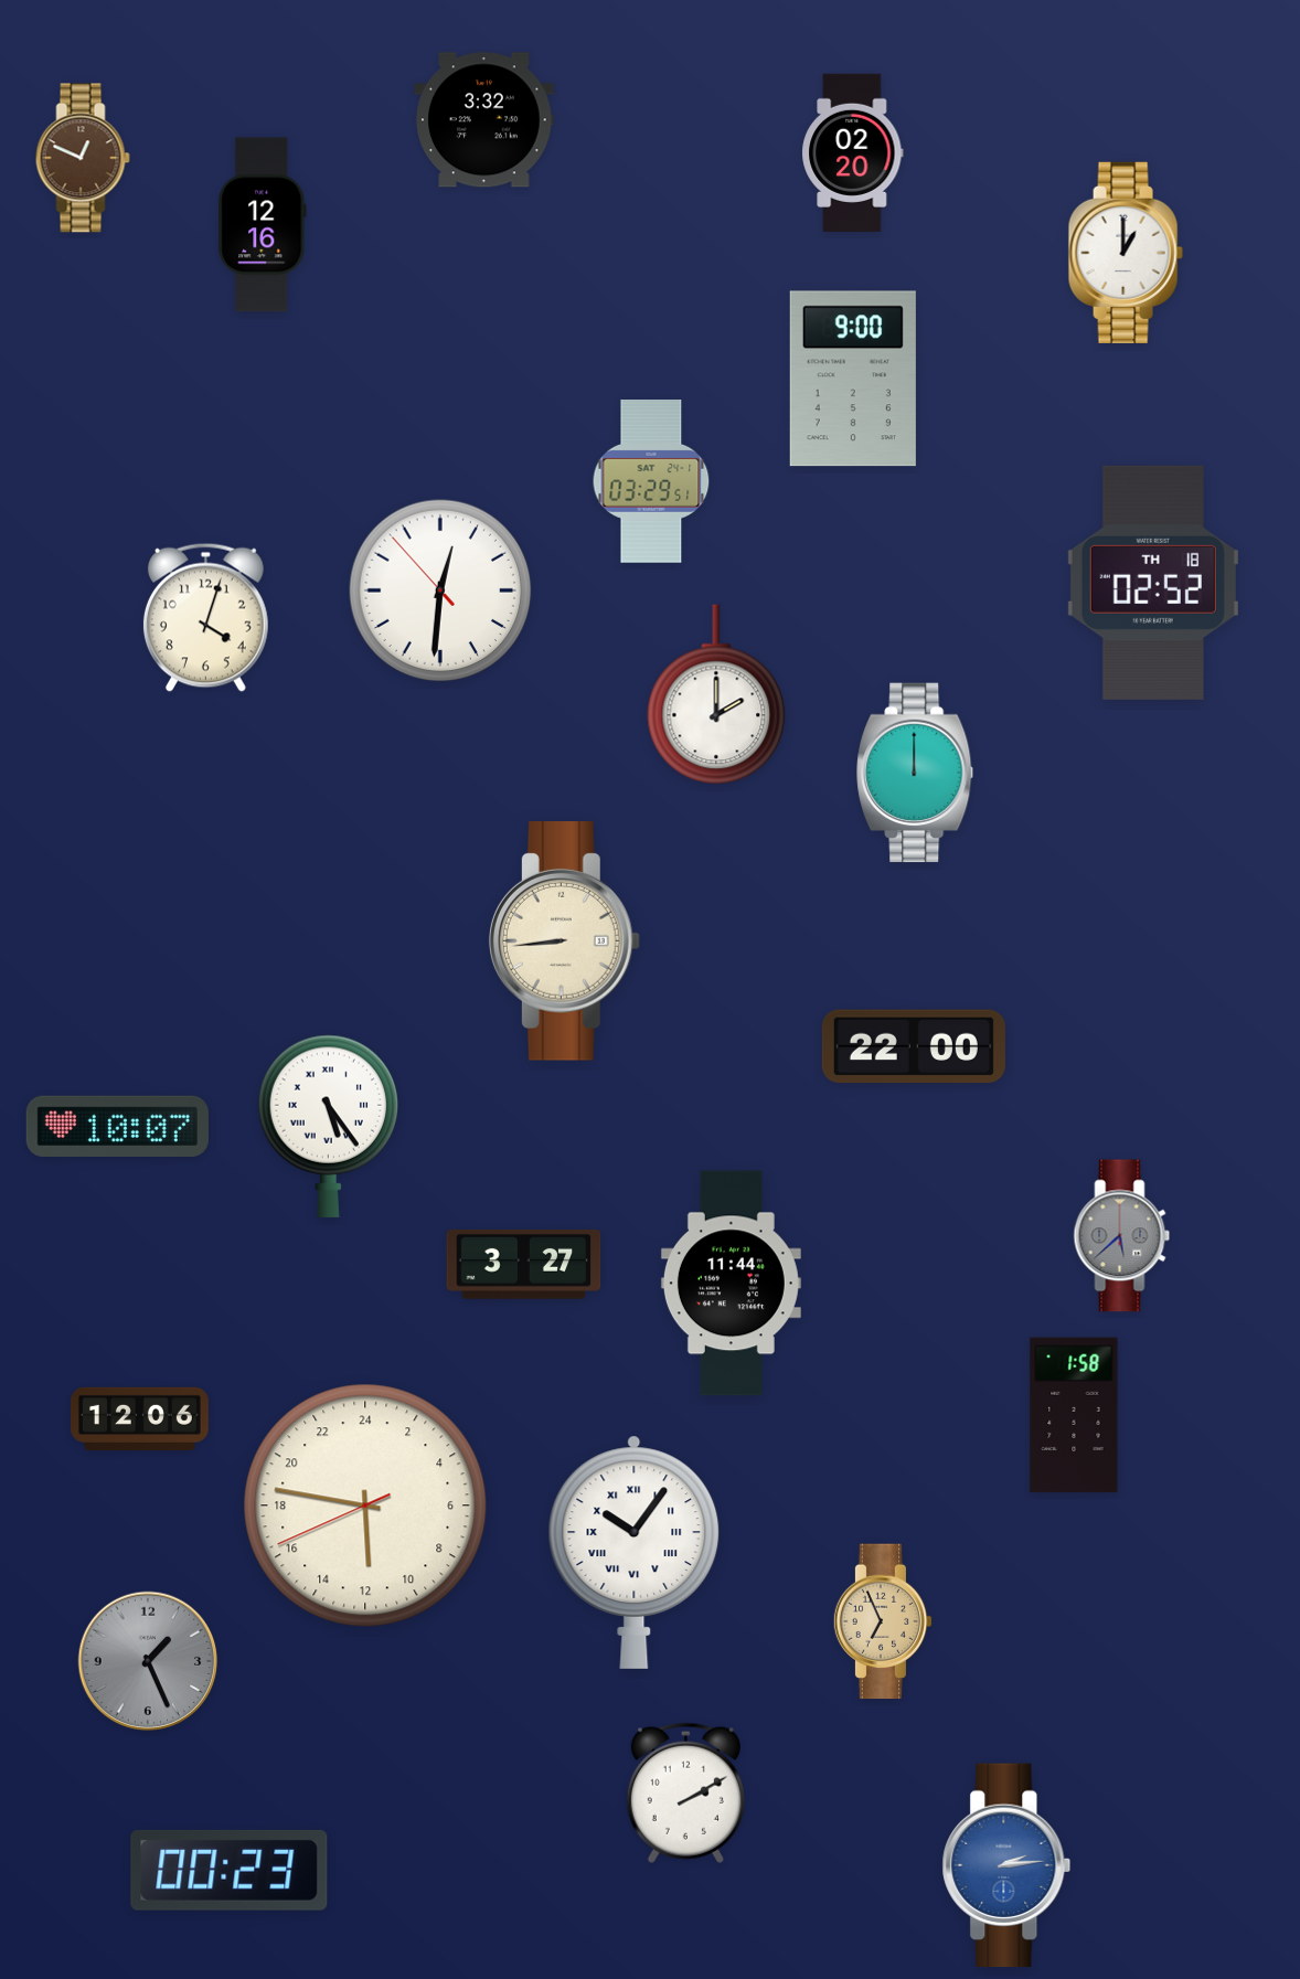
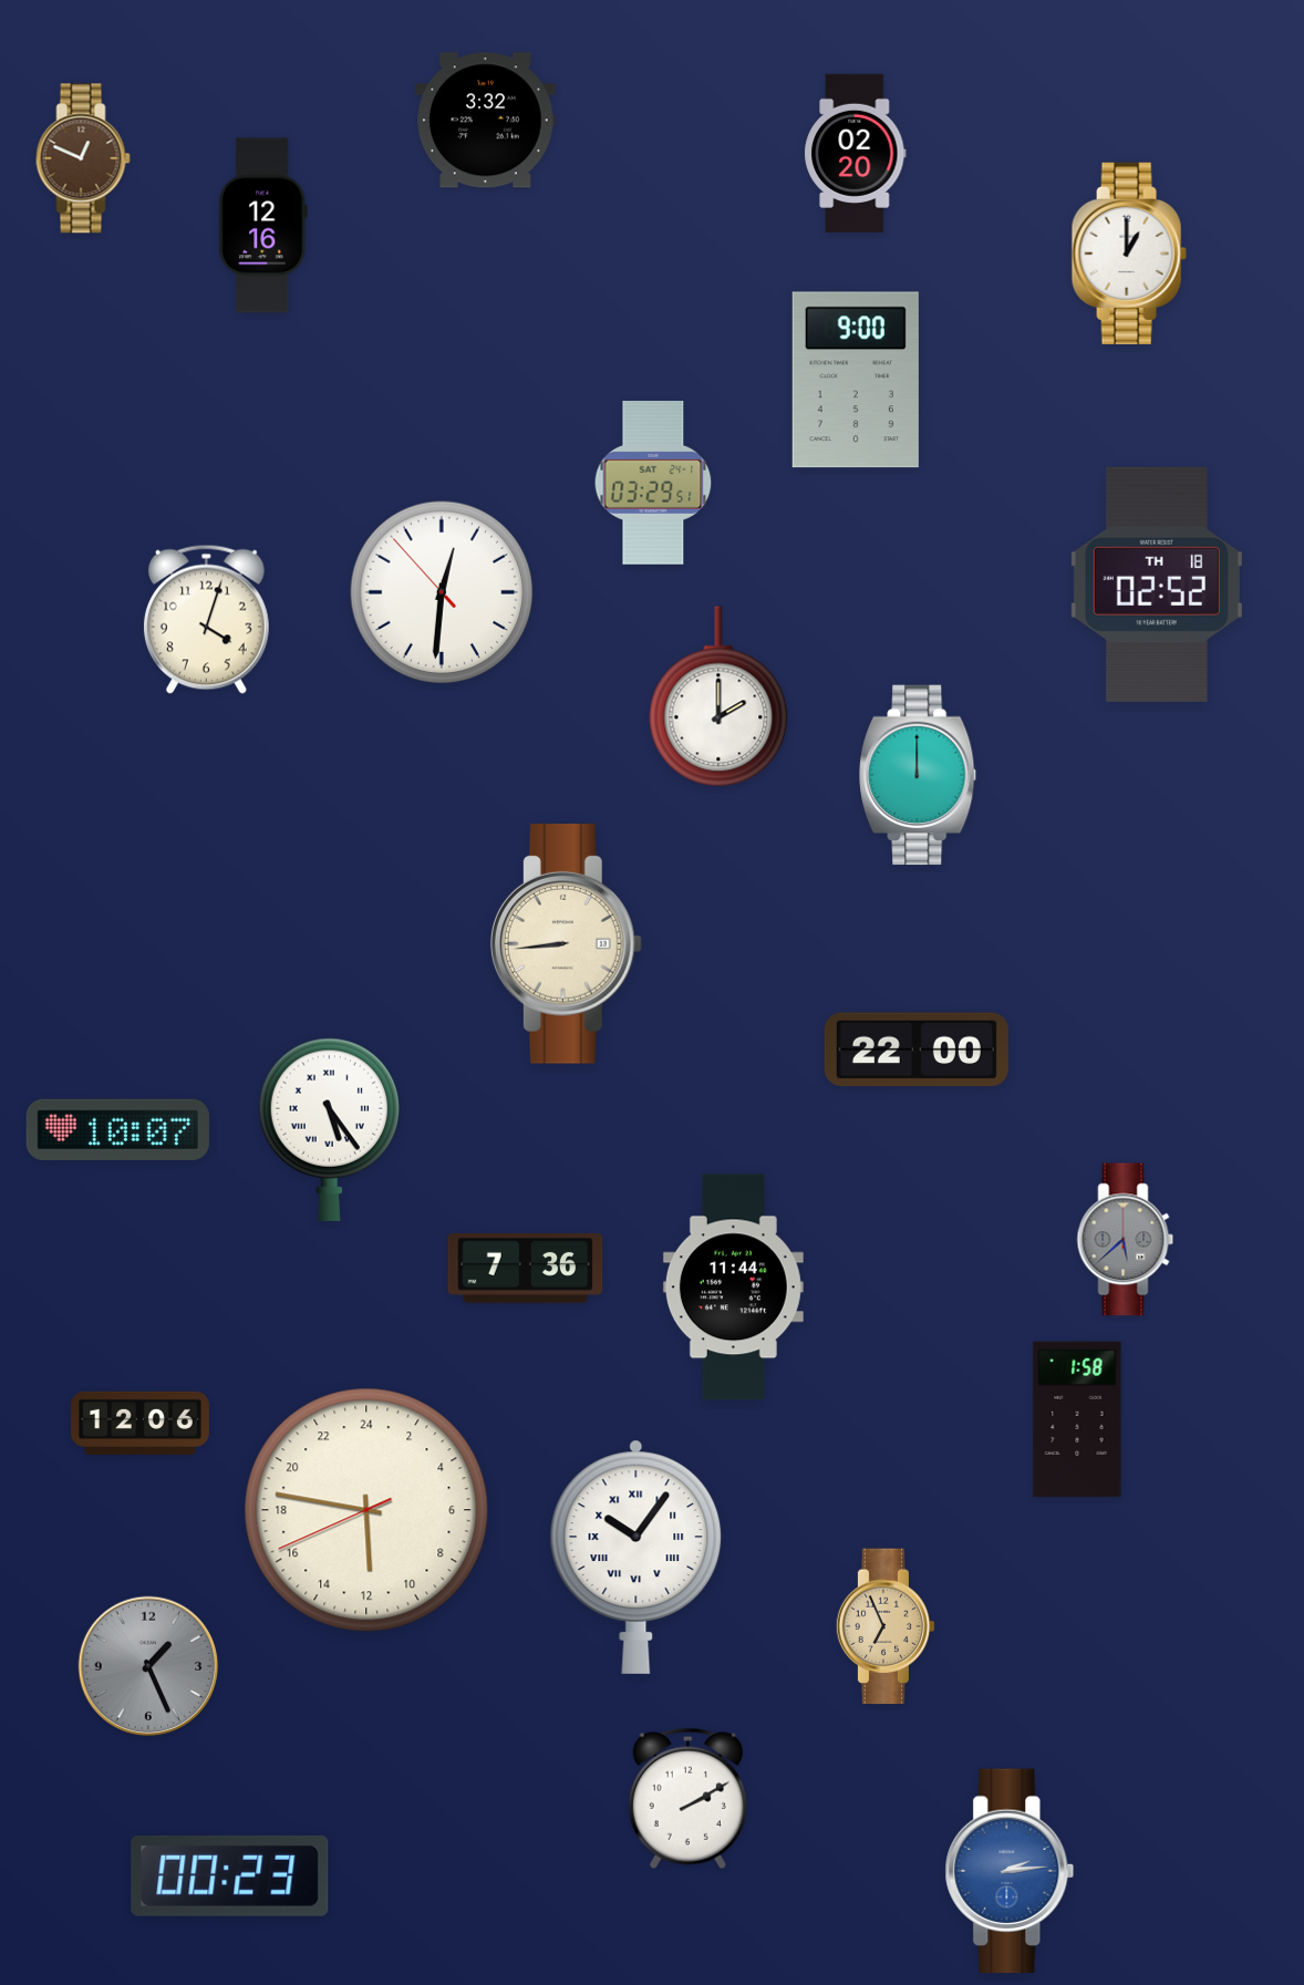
clock at (524, 1264): 3:27 -> 7:36
